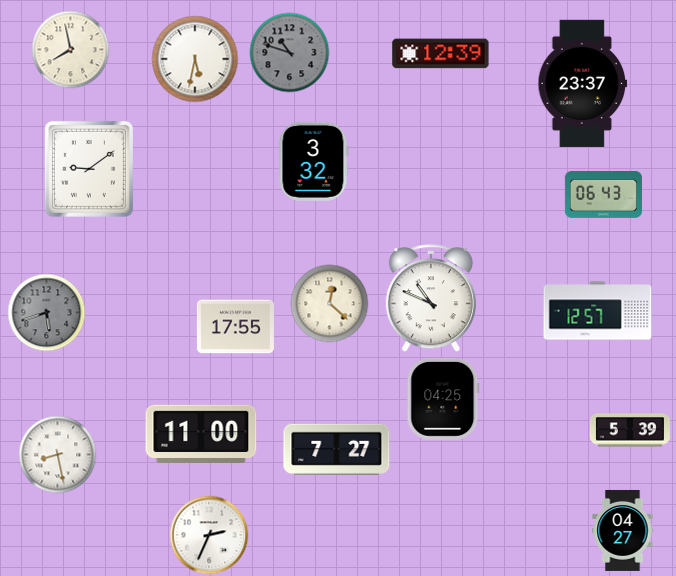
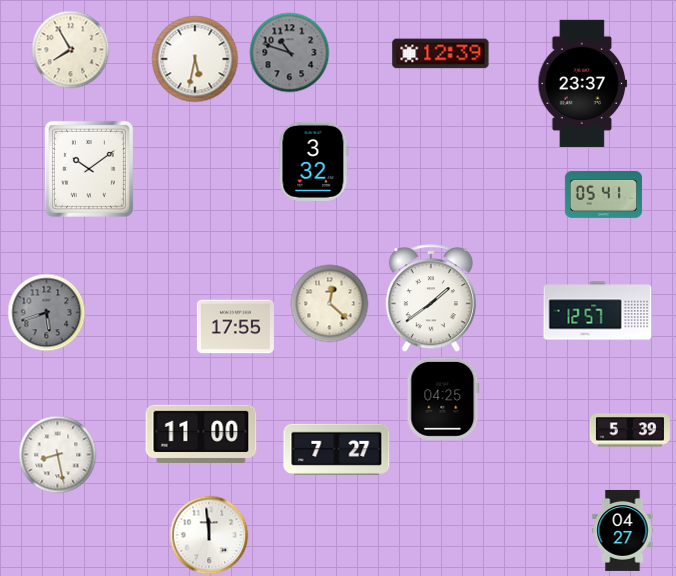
clock at (70, 49): 7:58 -> 7:55
clock at (89, 169): 9:09 -> 10:09
clock at (603, 194): 06:43 -> 05:41
clock at (431, 298): 10:49 -> 1:39
clock at (209, 535): 2:34 -> 11:59
